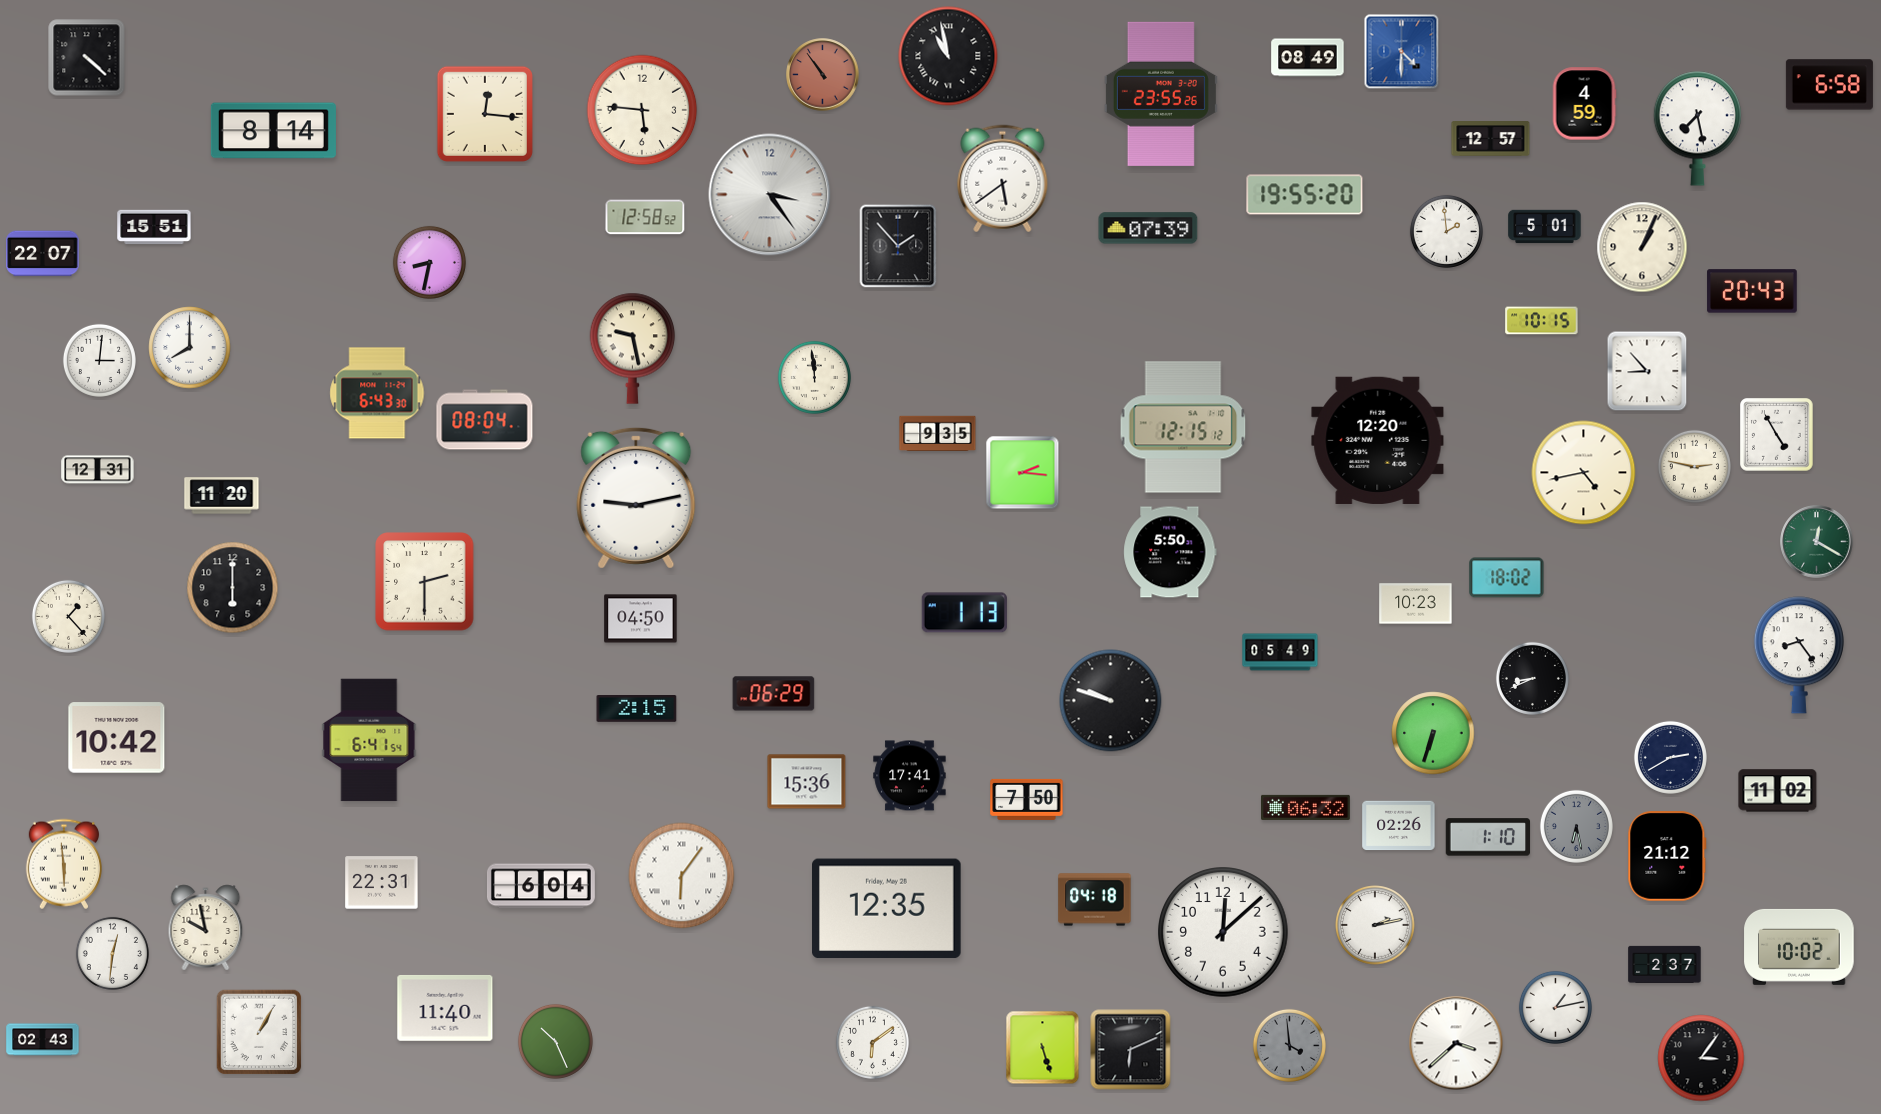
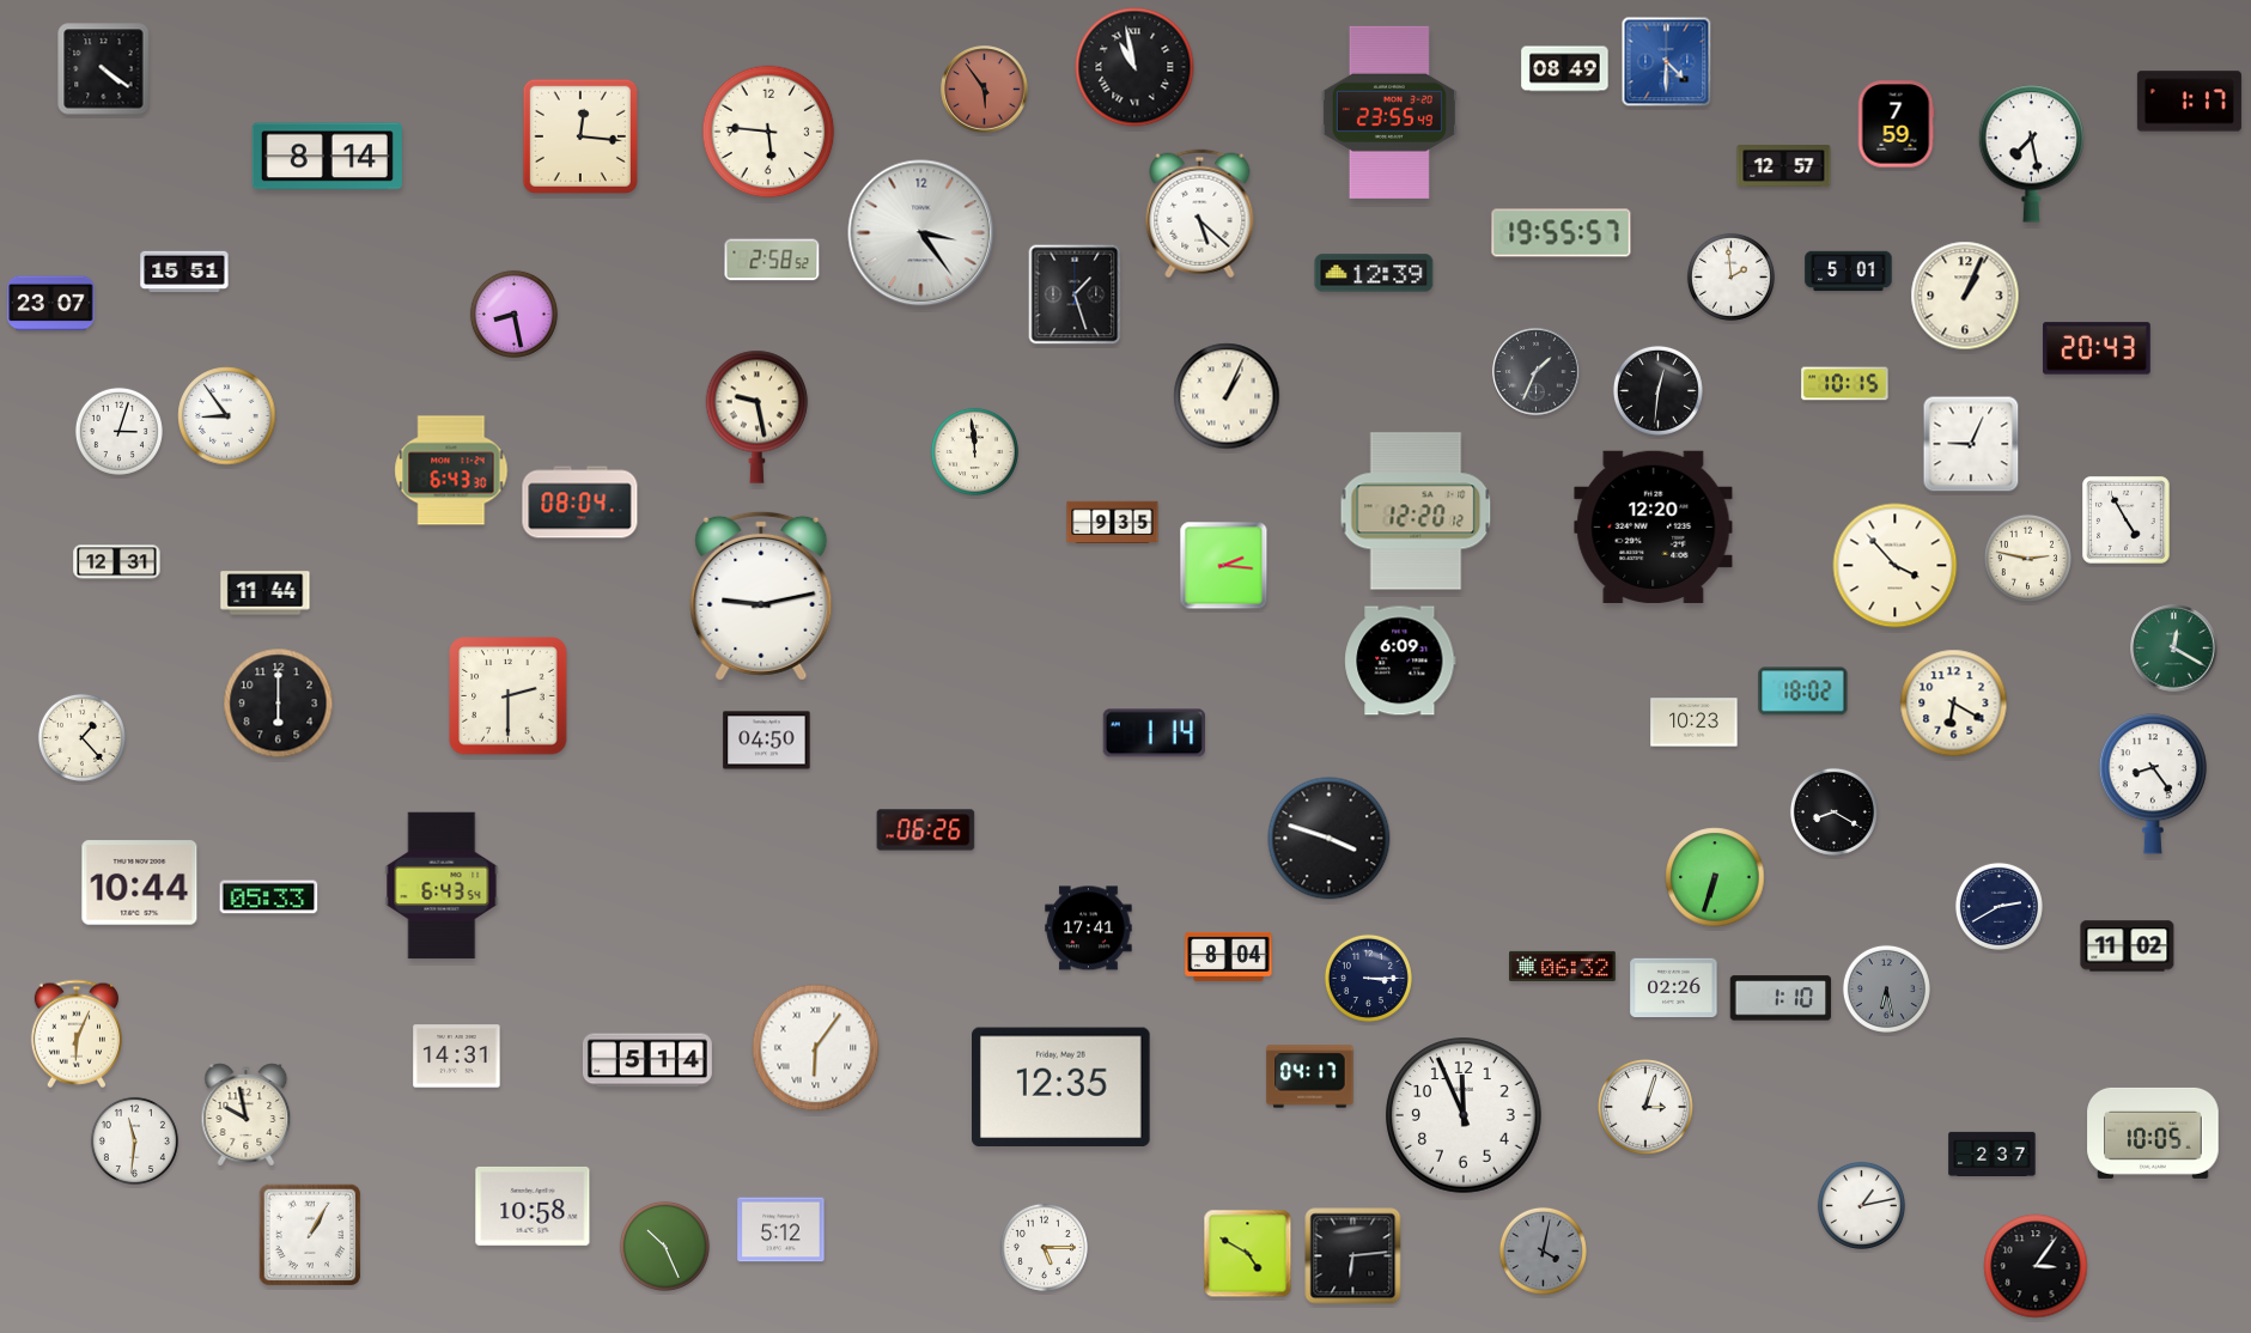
clock at (1402, 52) position: (1402, 52) -> (1667, 62)
clock at (87, 58): 4:22 -> 4:21
clock at (823, 75): 10:54 -> 5:54
clock at (1829, 85): 6:58 -> 1:17
clock at (1161, 94): 23:55:26 -> 23:55:49
clock at (1584, 104): 4:59 -> 7:59
clock at (1003, 179): 5:39 -> 5:22
clock at (1305, 195): 19:55:20 -> 19:55:57
clock at (645, 217): 12:58 -> 2:58
clock at (1148, 228): 07:39 -> 12:39
clock at (898, 246): 1:53 -> 1:27
clock at (43, 254): 22:07 -> 23:07
clock at (429, 262): 8:32 -> 8:28
clock at (1537, 372): none -> 1:34
clock at (1657, 390): none -> 12:31
clock at (1227, 396): none -> 1:04
clock at (190, 348): 8:00 -> 8:54
clock at (99, 360): 3:01 -> 3:03
clock at (1647, 371): 8:53 -> 9:04
clock at (1183, 427): 12:15 -> 12:20
clock at (938, 433) position: (938, 433) -> (1113, 522)
clock at (1378, 440) position: (1378, 440) -> (1654, 526)
clock at (1584, 473): 4:43 -> 3:53
clock at (222, 496): 11:20 -> 11:44
clock at (1170, 552): 5:50 -> 6:09
clock at (1954, 704): none -> 6:20
clock at (964, 613): 1:13 -> 1:14
clock at (1280, 652): 05:49 -> none
clock at (1532, 678): 8:41 -> 8:20
clock at (774, 694): 06:29 -> 06:26
clock at (1111, 701): 9:48 -> 3:48
clock at (637, 709): 2:15 -> none
clock at (117, 738): 10:42 -> 10:44
clock at (369, 740): 6:41 -> 6:43
clock at (269, 897): none -> 05:33
clock at (807, 782): 15:36 -> none
clock at (1027, 799): 7:50 -> 8:04
clock at (1368, 978): none -> 3:15
clock at (1488, 837) position: (1488, 837) -> (1781, 998)
clock at (1667, 857): 21:12 -> none
clock at (64, 864): 5:59 -> 6:04
clock at (382, 883): 22:31 -> 14:31
clock at (541, 886): 6:04 -> 5:14
clock at (1095, 900): 04:18 -> 04:17
clock at (1375, 925): 2:13 -> 3:03
clock at (206, 928) position: (206, 928) -> (247, 1115)
clock at (1223, 932): 12:08 -> 11:56
clock at (1799, 947): 10:02 -> 10:05
clock at (112, 953): 12:31 -> 11:31
clock at (445, 1008): 11:40 -> 10:58
clock at (781, 1230): none -> 5:12
clock at (43, 1040): 02:43 -> none
clock at (872, 1042): 6:09 -> 5:15
clock at (1456, 1043): 3:38 -> none
clock at (1289, 1045): 3:59 -> 4:02
clock at (1043, 1048): 5:27 -> 4:50
clock at (1131, 1050): 6:11 -> 6:14
